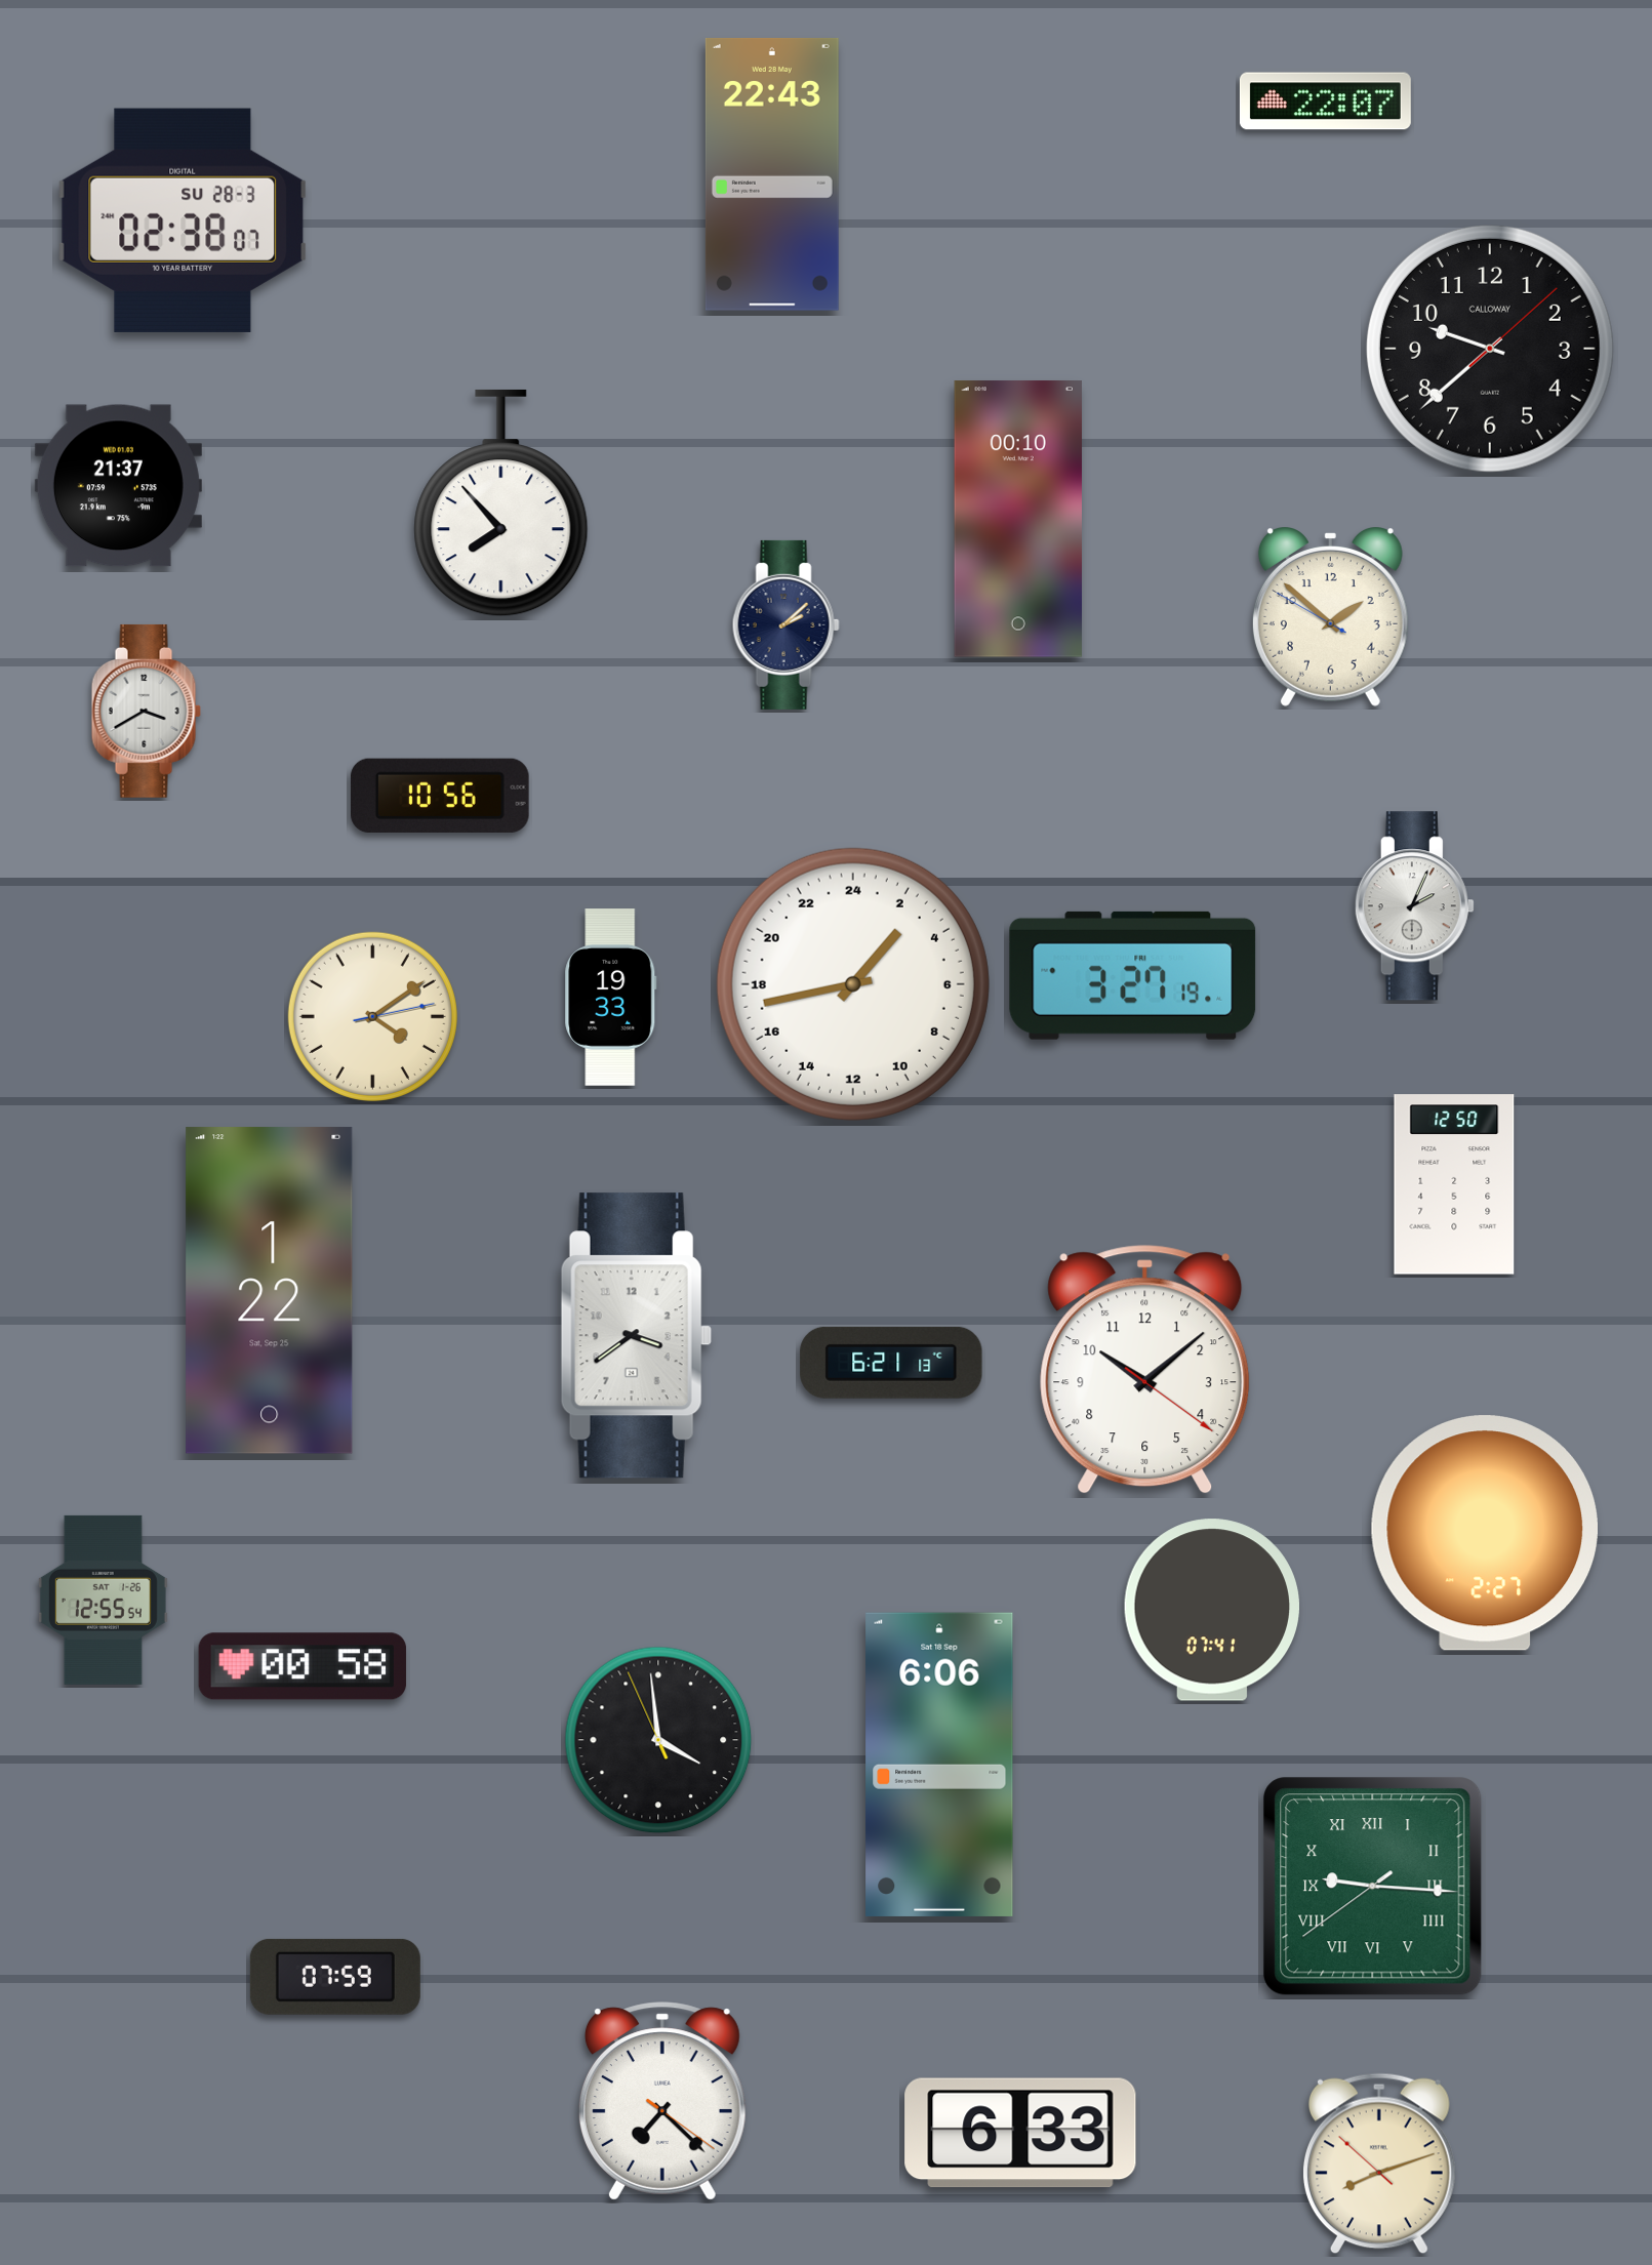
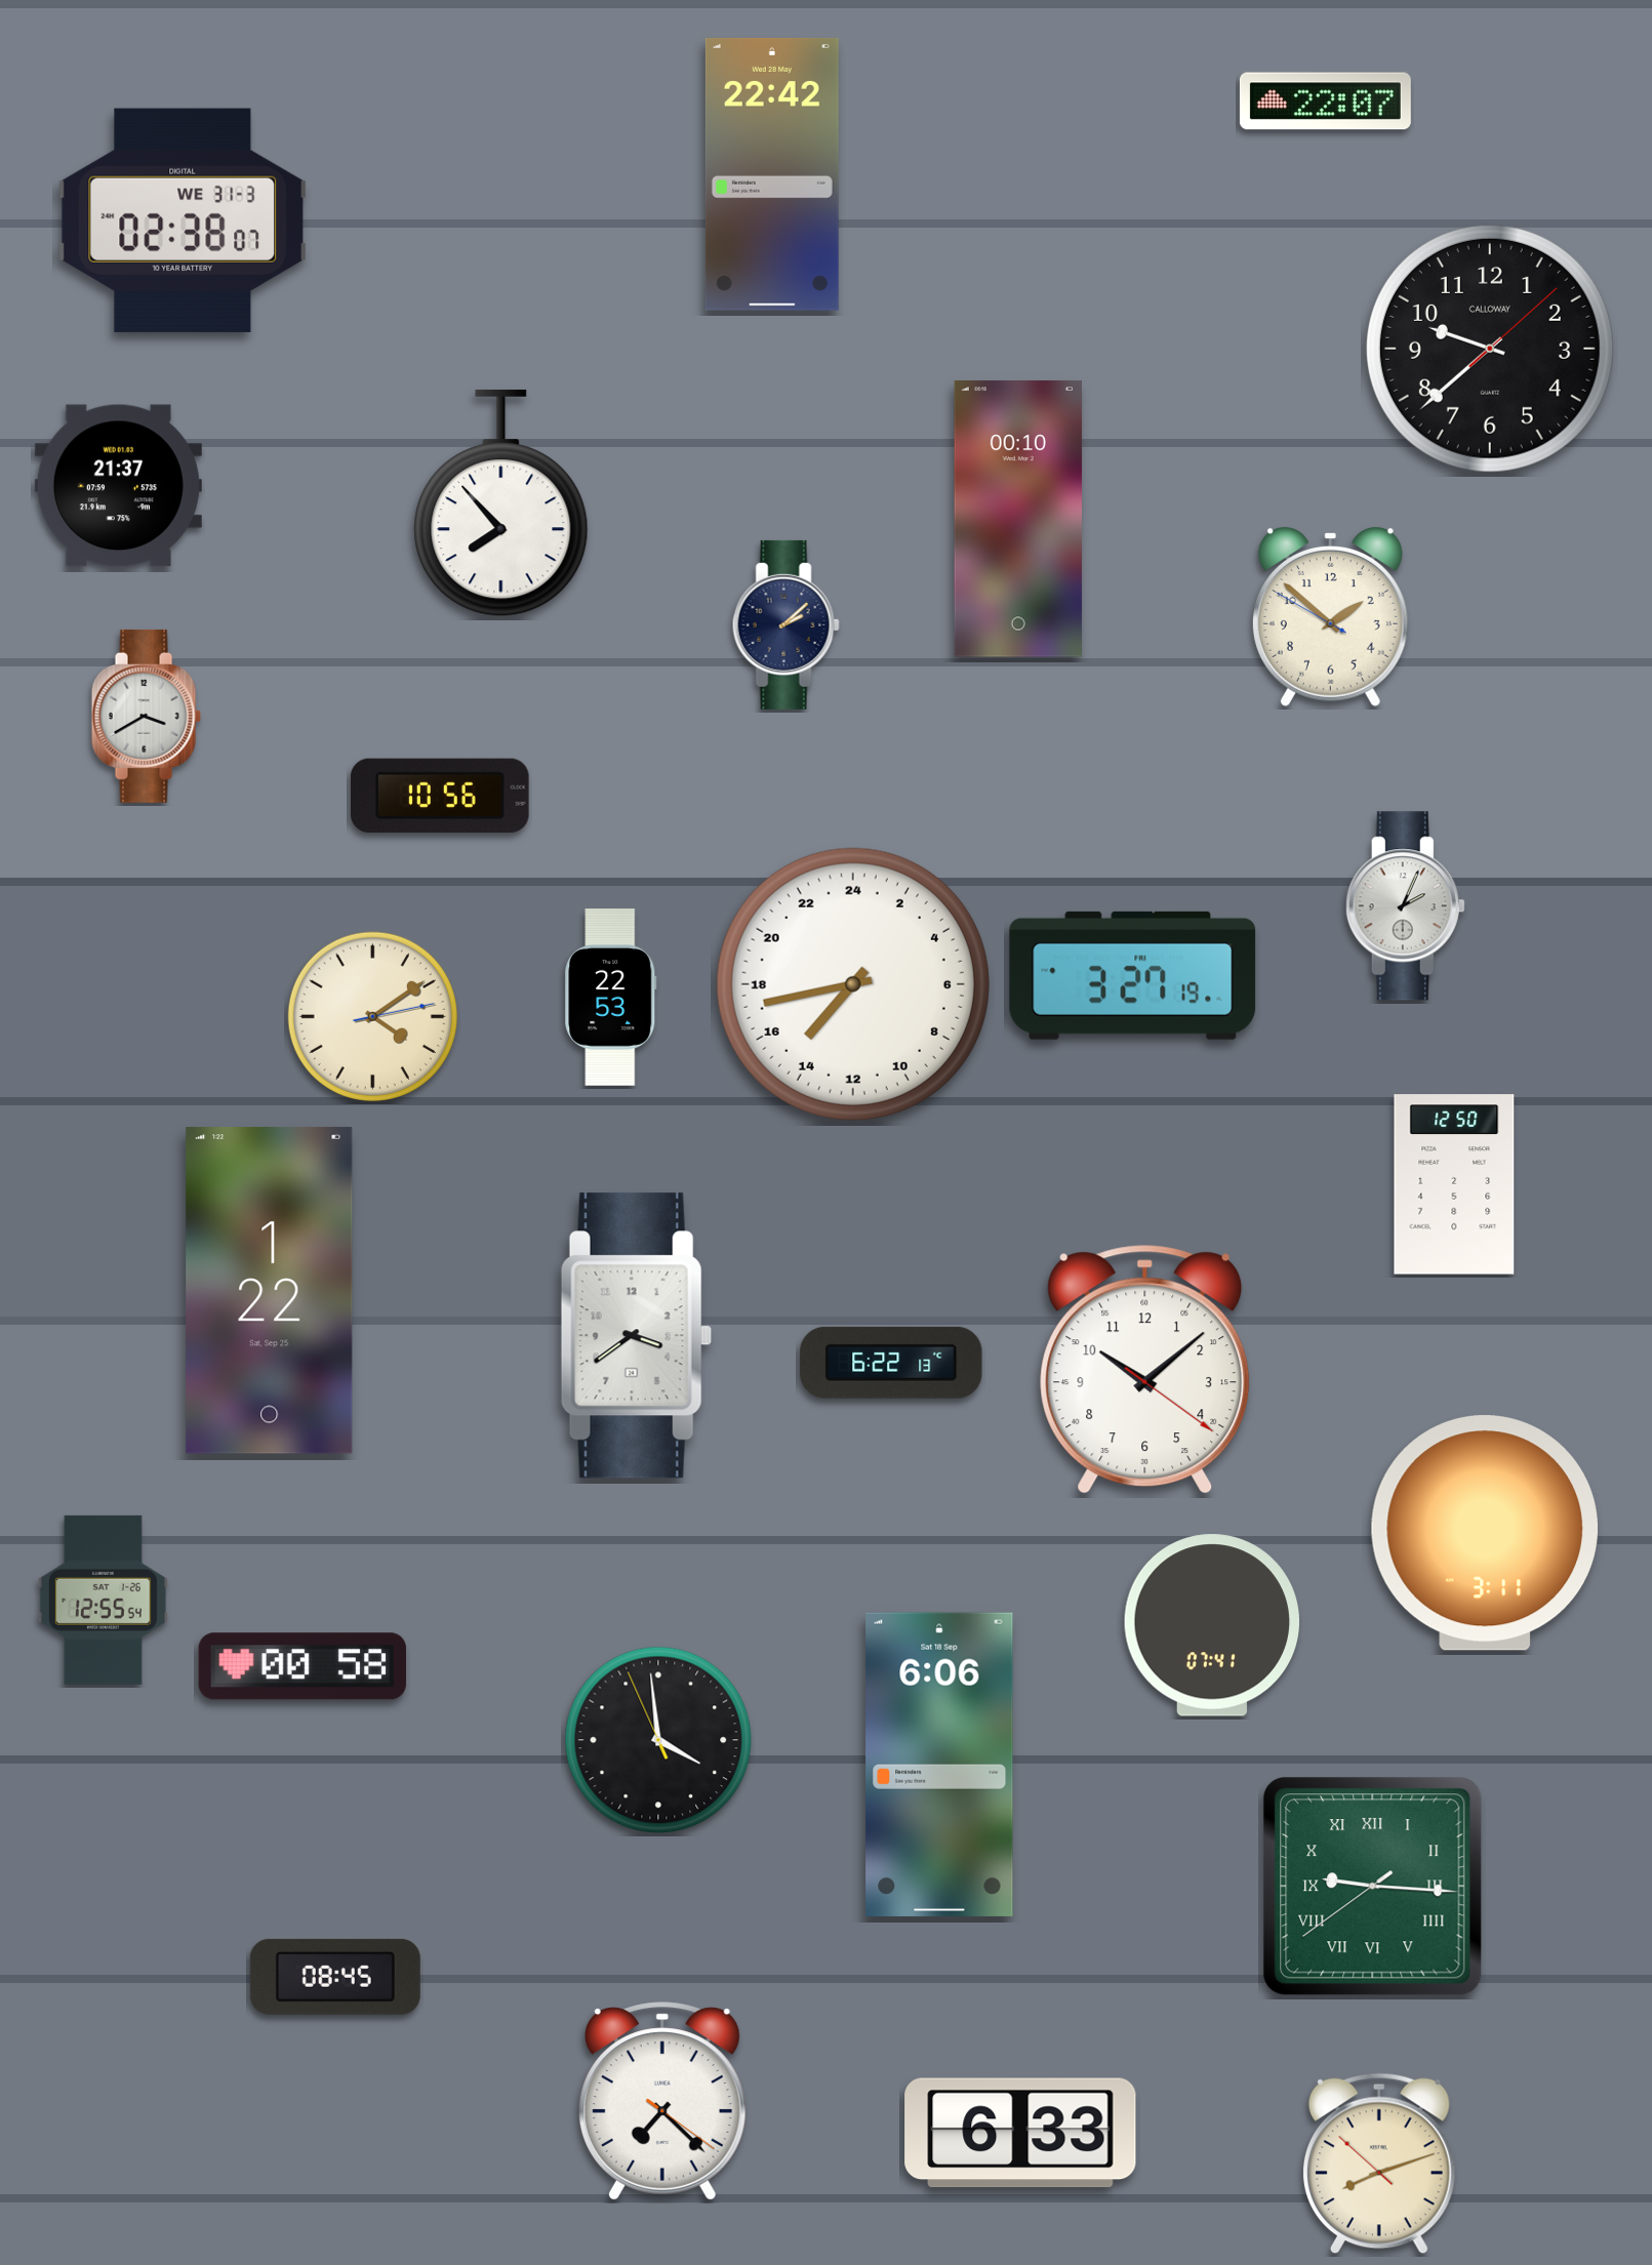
clock at (772, 174): 22:43 -> 22:42
clock at (183, 220) date: SU 28-3 -> WE 31-3
clock at (146, 711) position: (146, 711) -> (146, 716)
clock at (1414, 906) position: (1414, 906) -> (1405, 906)
clock at (853, 984): 2:43 -> 14:43
clock at (611, 998): 19:33 -> 22:53
clock at (891, 1363): 6:21 -> 6:22
clock at (1485, 1533): 2:27 -> 3:11
clock at (1211, 1610) position: (1211, 1610) -> (1211, 1625)
clock at (335, 1977): 07:59 -> 08:45
